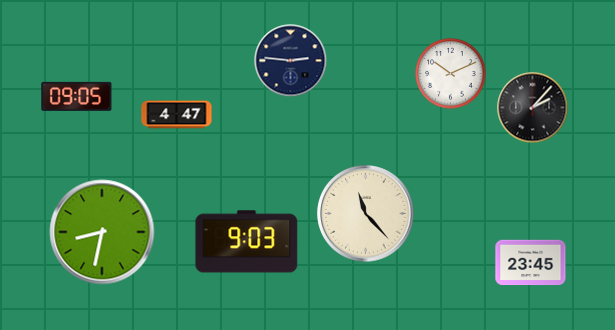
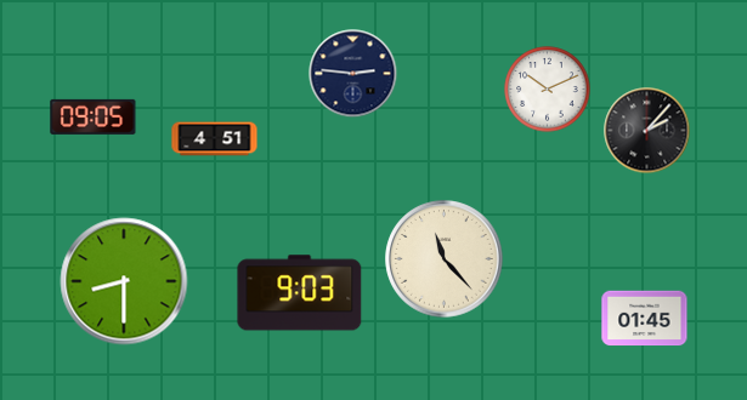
clock at (177, 115): 4:47 -> 4:51
clock at (102, 232): 8:32 -> 8:30
clock at (531, 263): 23:45 -> 01:45
